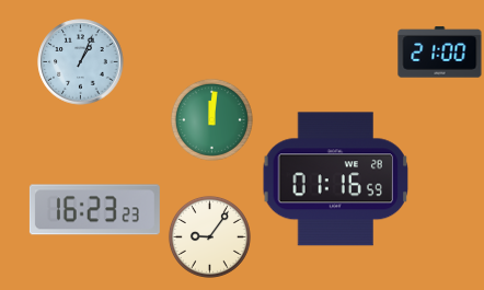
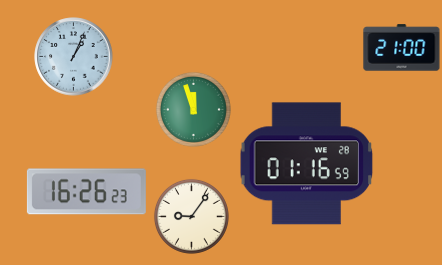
clock at (211, 119): 12:01 -> 11:57
clock at (94, 210): 16:23 -> 16:26
